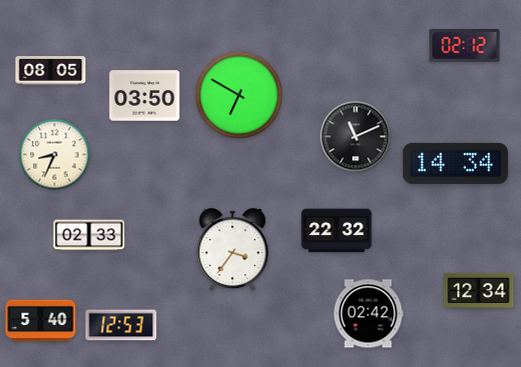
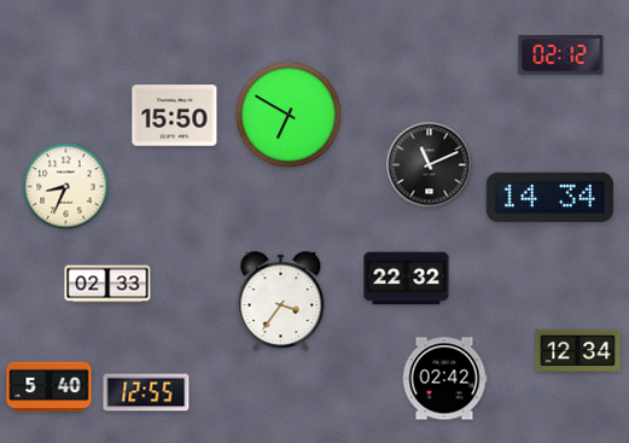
clock at (51, 71): 08:05 -> none
clock at (145, 96): 03:50 -> 15:50
clock at (121, 325): 12:53 -> 12:55
